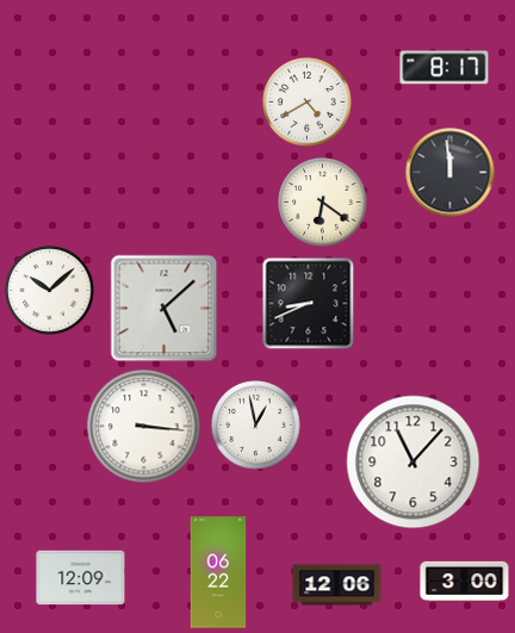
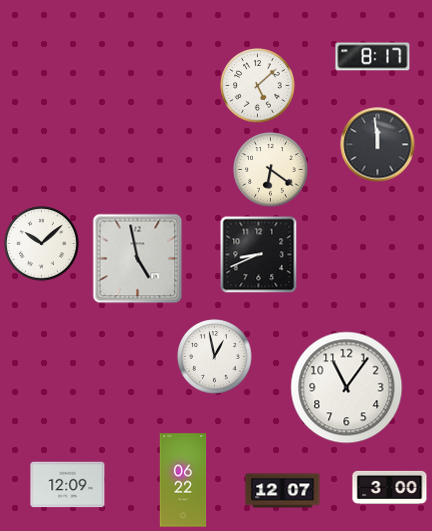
clock at (308, 103): 4:40 -> 5:08
clock at (165, 309): 5:08 -> 4:58
clock at (144, 427): 3:16 -> none
clock at (414, 463): 11:07 -> 11:06
clock at (337, 585): 12:06 -> 12:07
